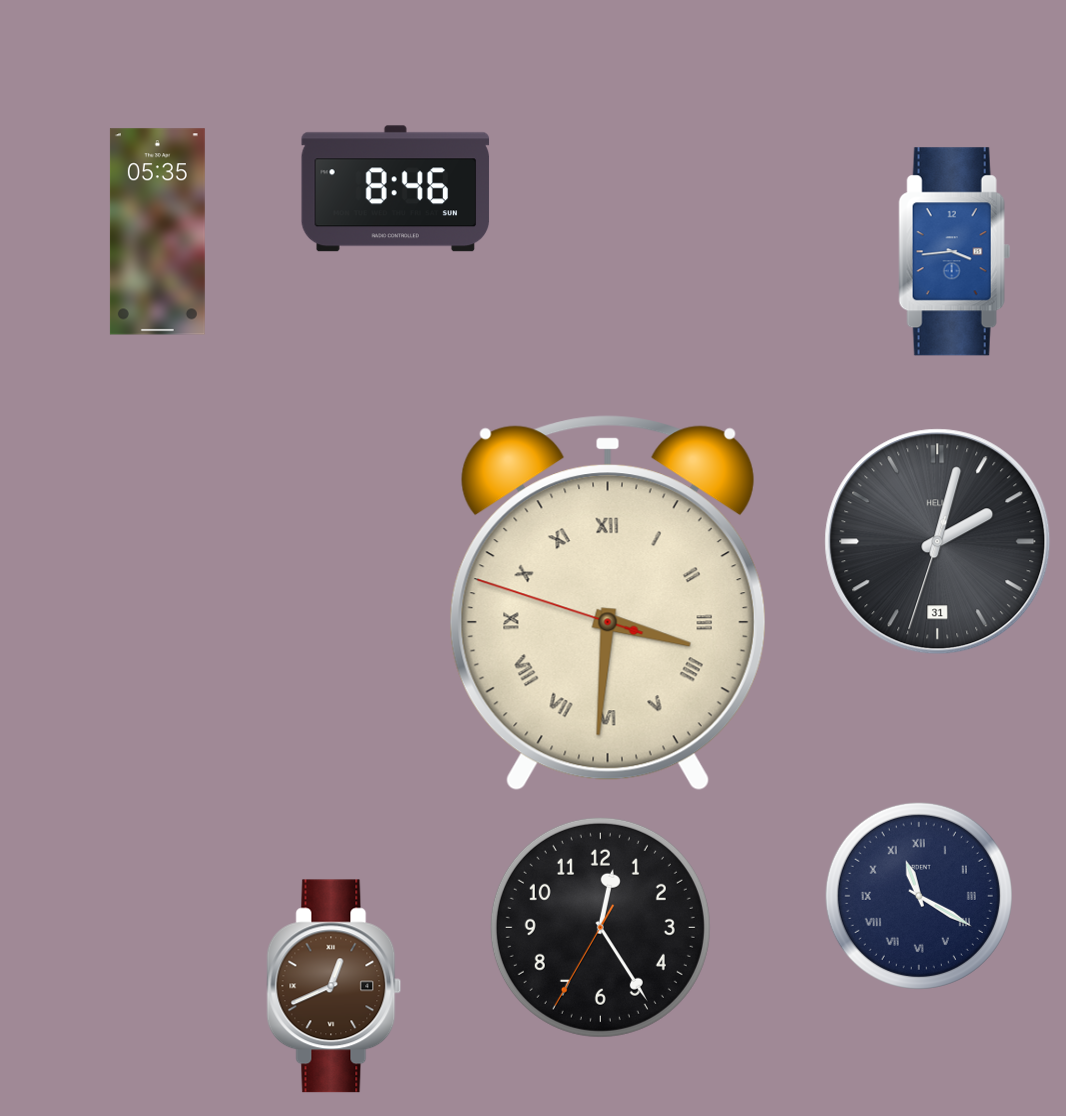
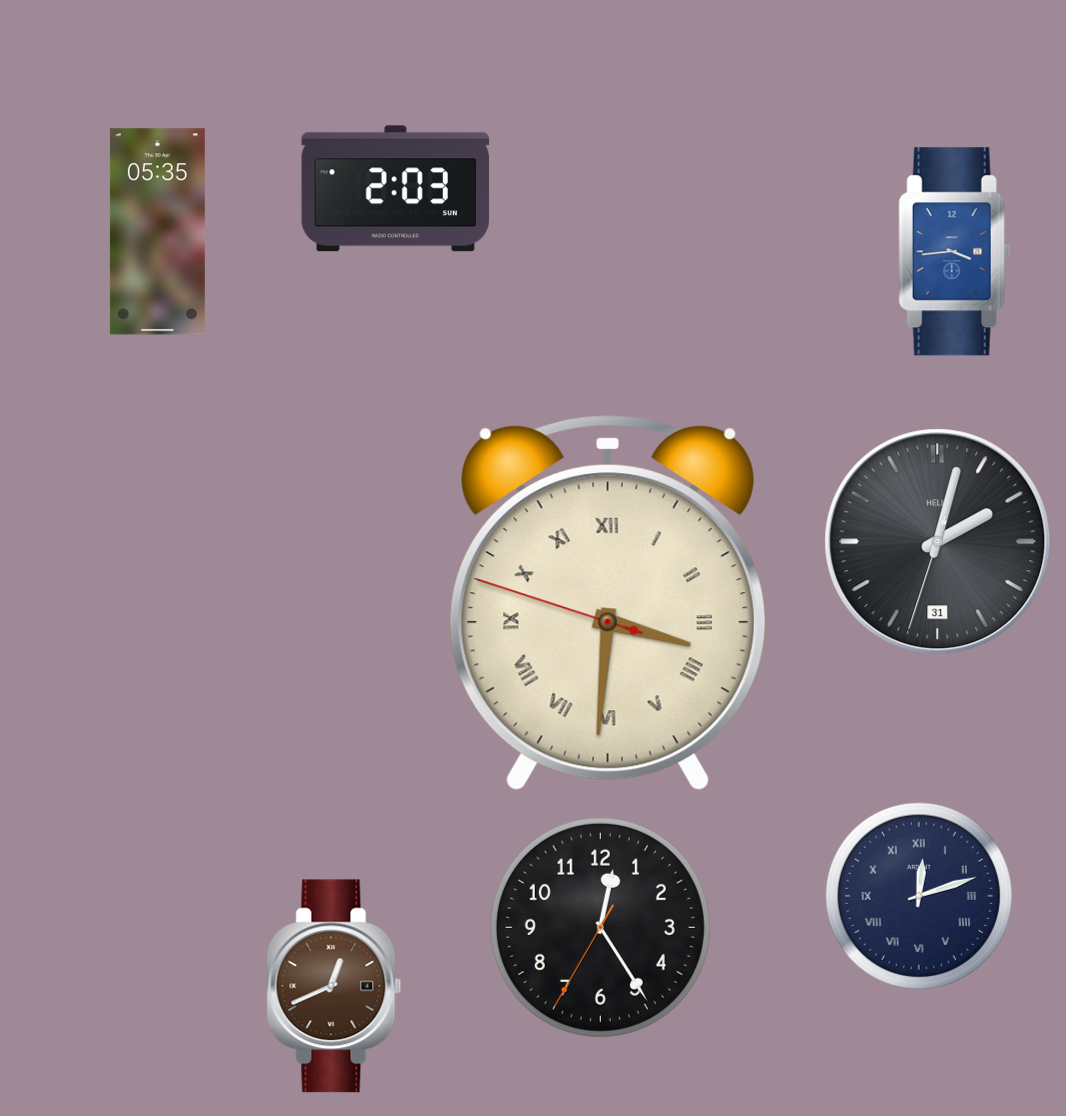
clock at (396, 189): 8:46 -> 2:03
clock at (919, 896): 11:20 -> 12:12
